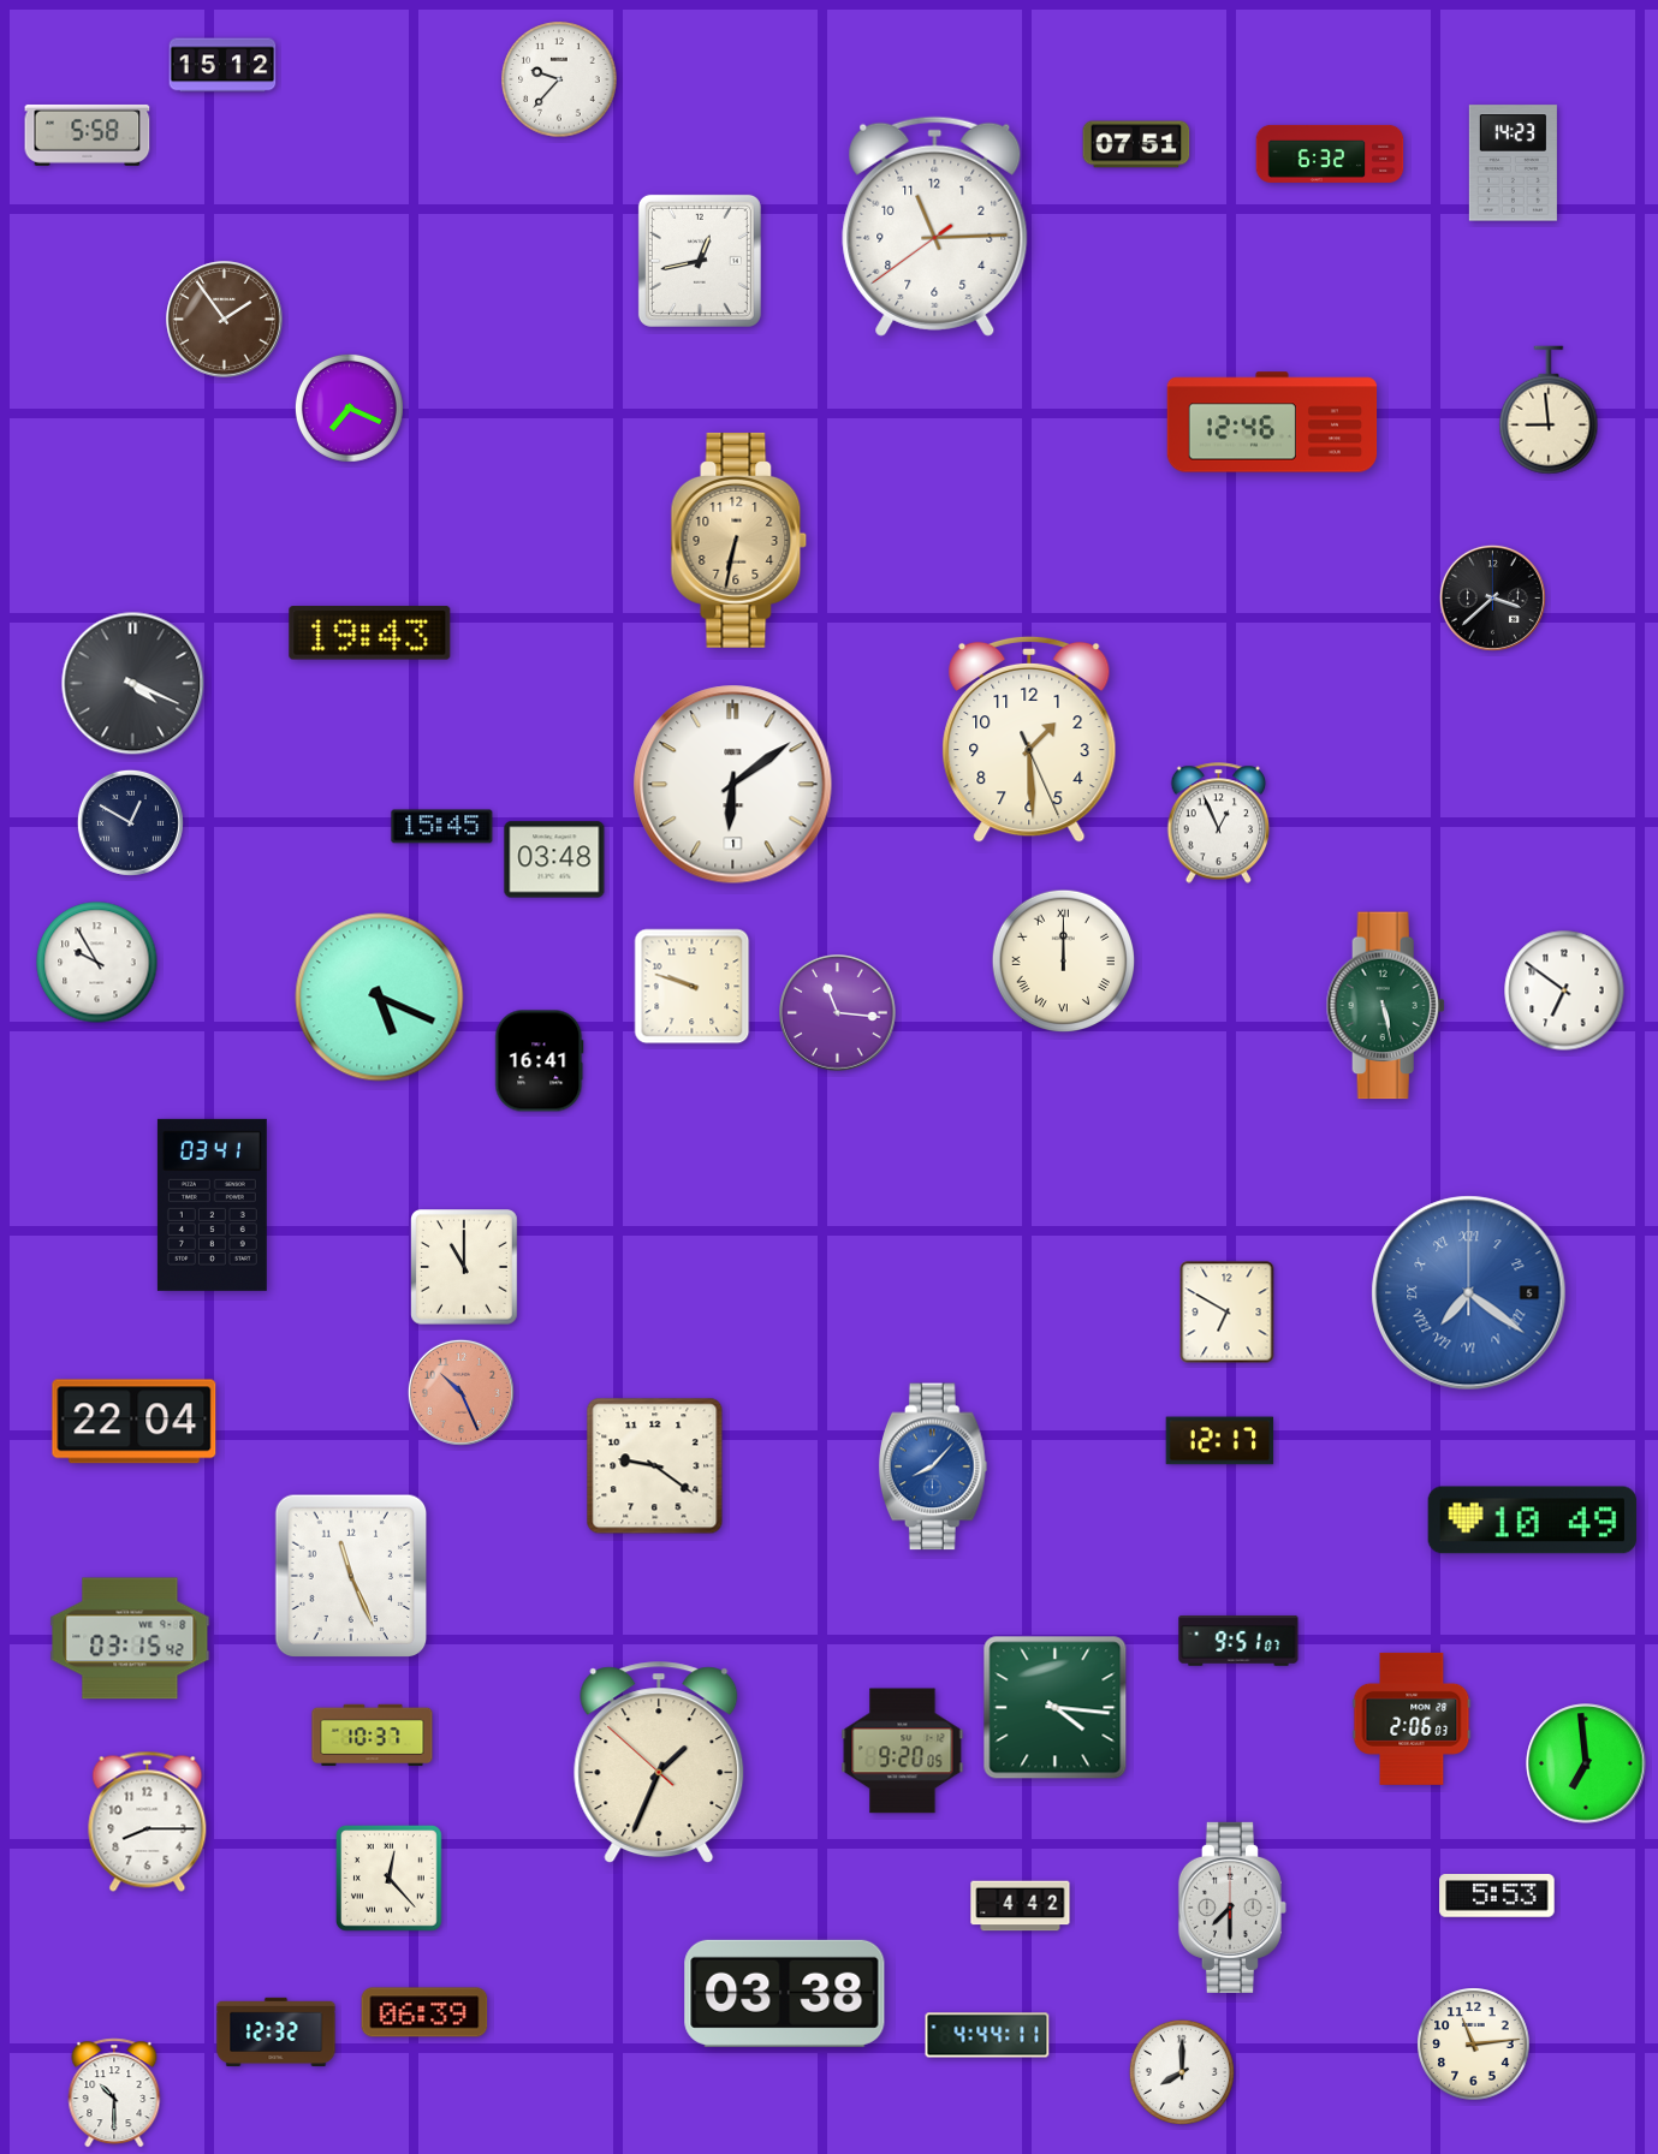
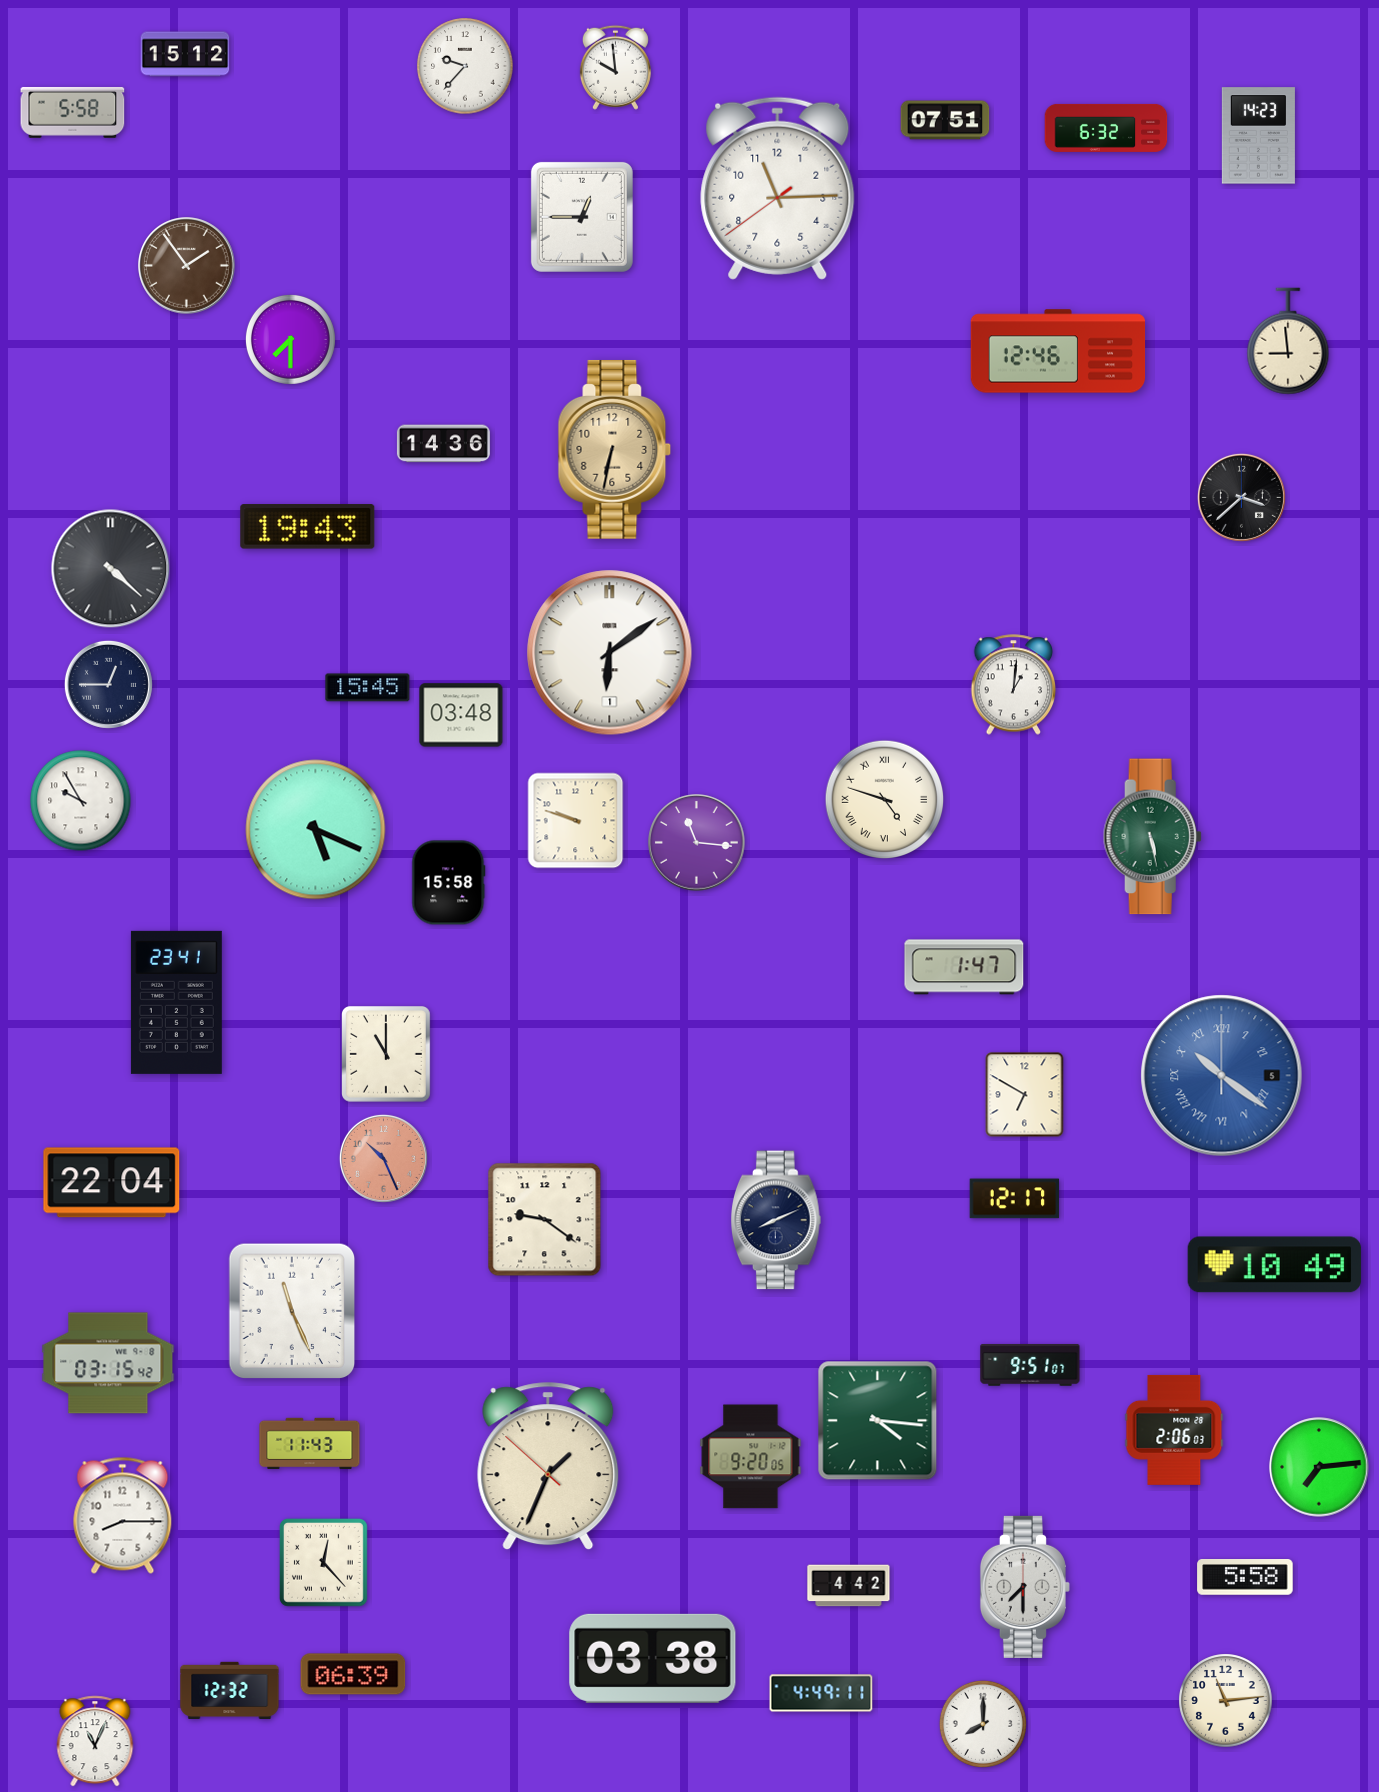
clock at (615, 67): none -> 9:59
clock at (700, 261): 12:43 -> 12:45
clock at (349, 407): 7:19 -> 7:30
clock at (443, 444): none -> 14:36
clock at (133, 684): 4:19 -> 4:22
clock at (1029, 739): 1:29 -> none
clock at (130, 822): 12:50 -> 12:45
clock at (1219, 823): 12:56 -> 1:01
clock at (1064, 962): 12:00 -> 4:48
clock at (1564, 990): 6:51 -> none
clock at (540, 1061): 16:41 -> 15:58
clock at (964, 967): none -> 1:47
clock at (212, 1204): 03:41 -> 23:41
clock at (1469, 1293): 7:21 -> 10:21
clock at (1228, 1313) position: (1228, 1313) -> (1025, 1095)
clock at (933, 1466): 8:07 -> 8:11
clock at (933, 1466) dial: blue -> navy
clock at (373, 1736): 10:37 -> 11:43
clock at (1586, 1763): 6:59 -> 7:14
clock at (1497, 1896): 5:53 -> 5:58
clock at (987, 2035): 4:44 -> 4:49
clock at (114, 2093): 10:30 -> 11:04
